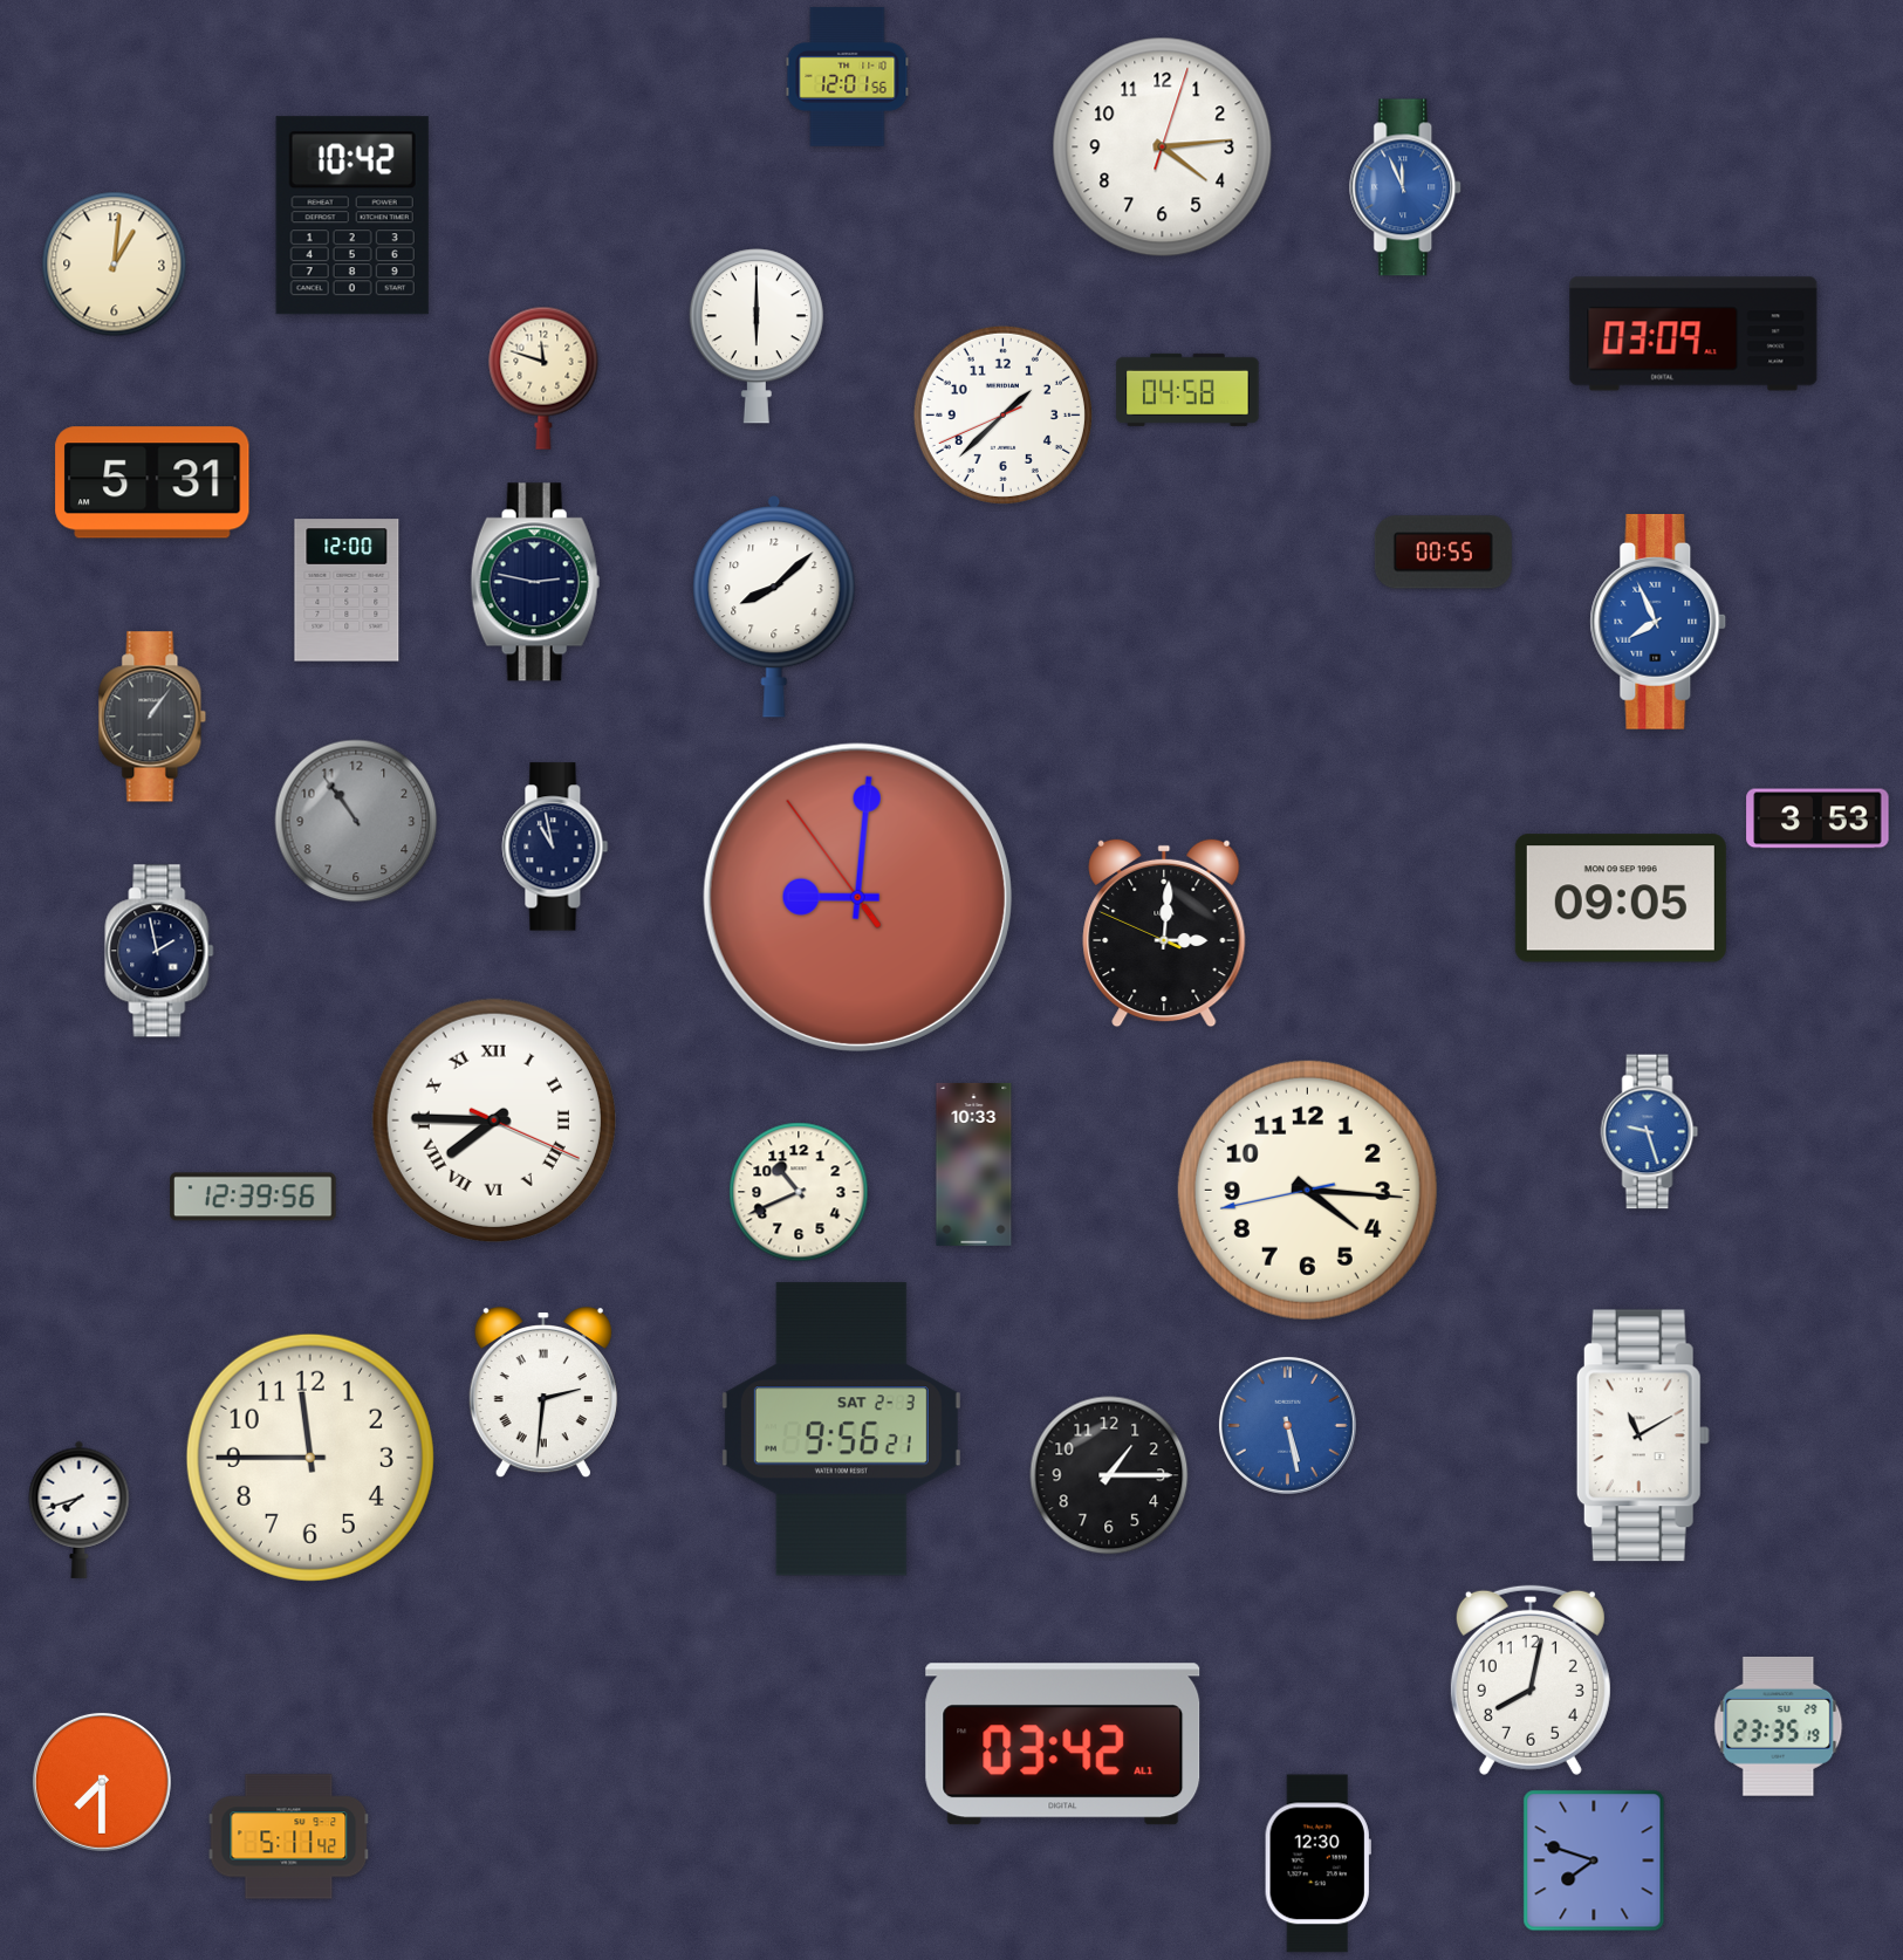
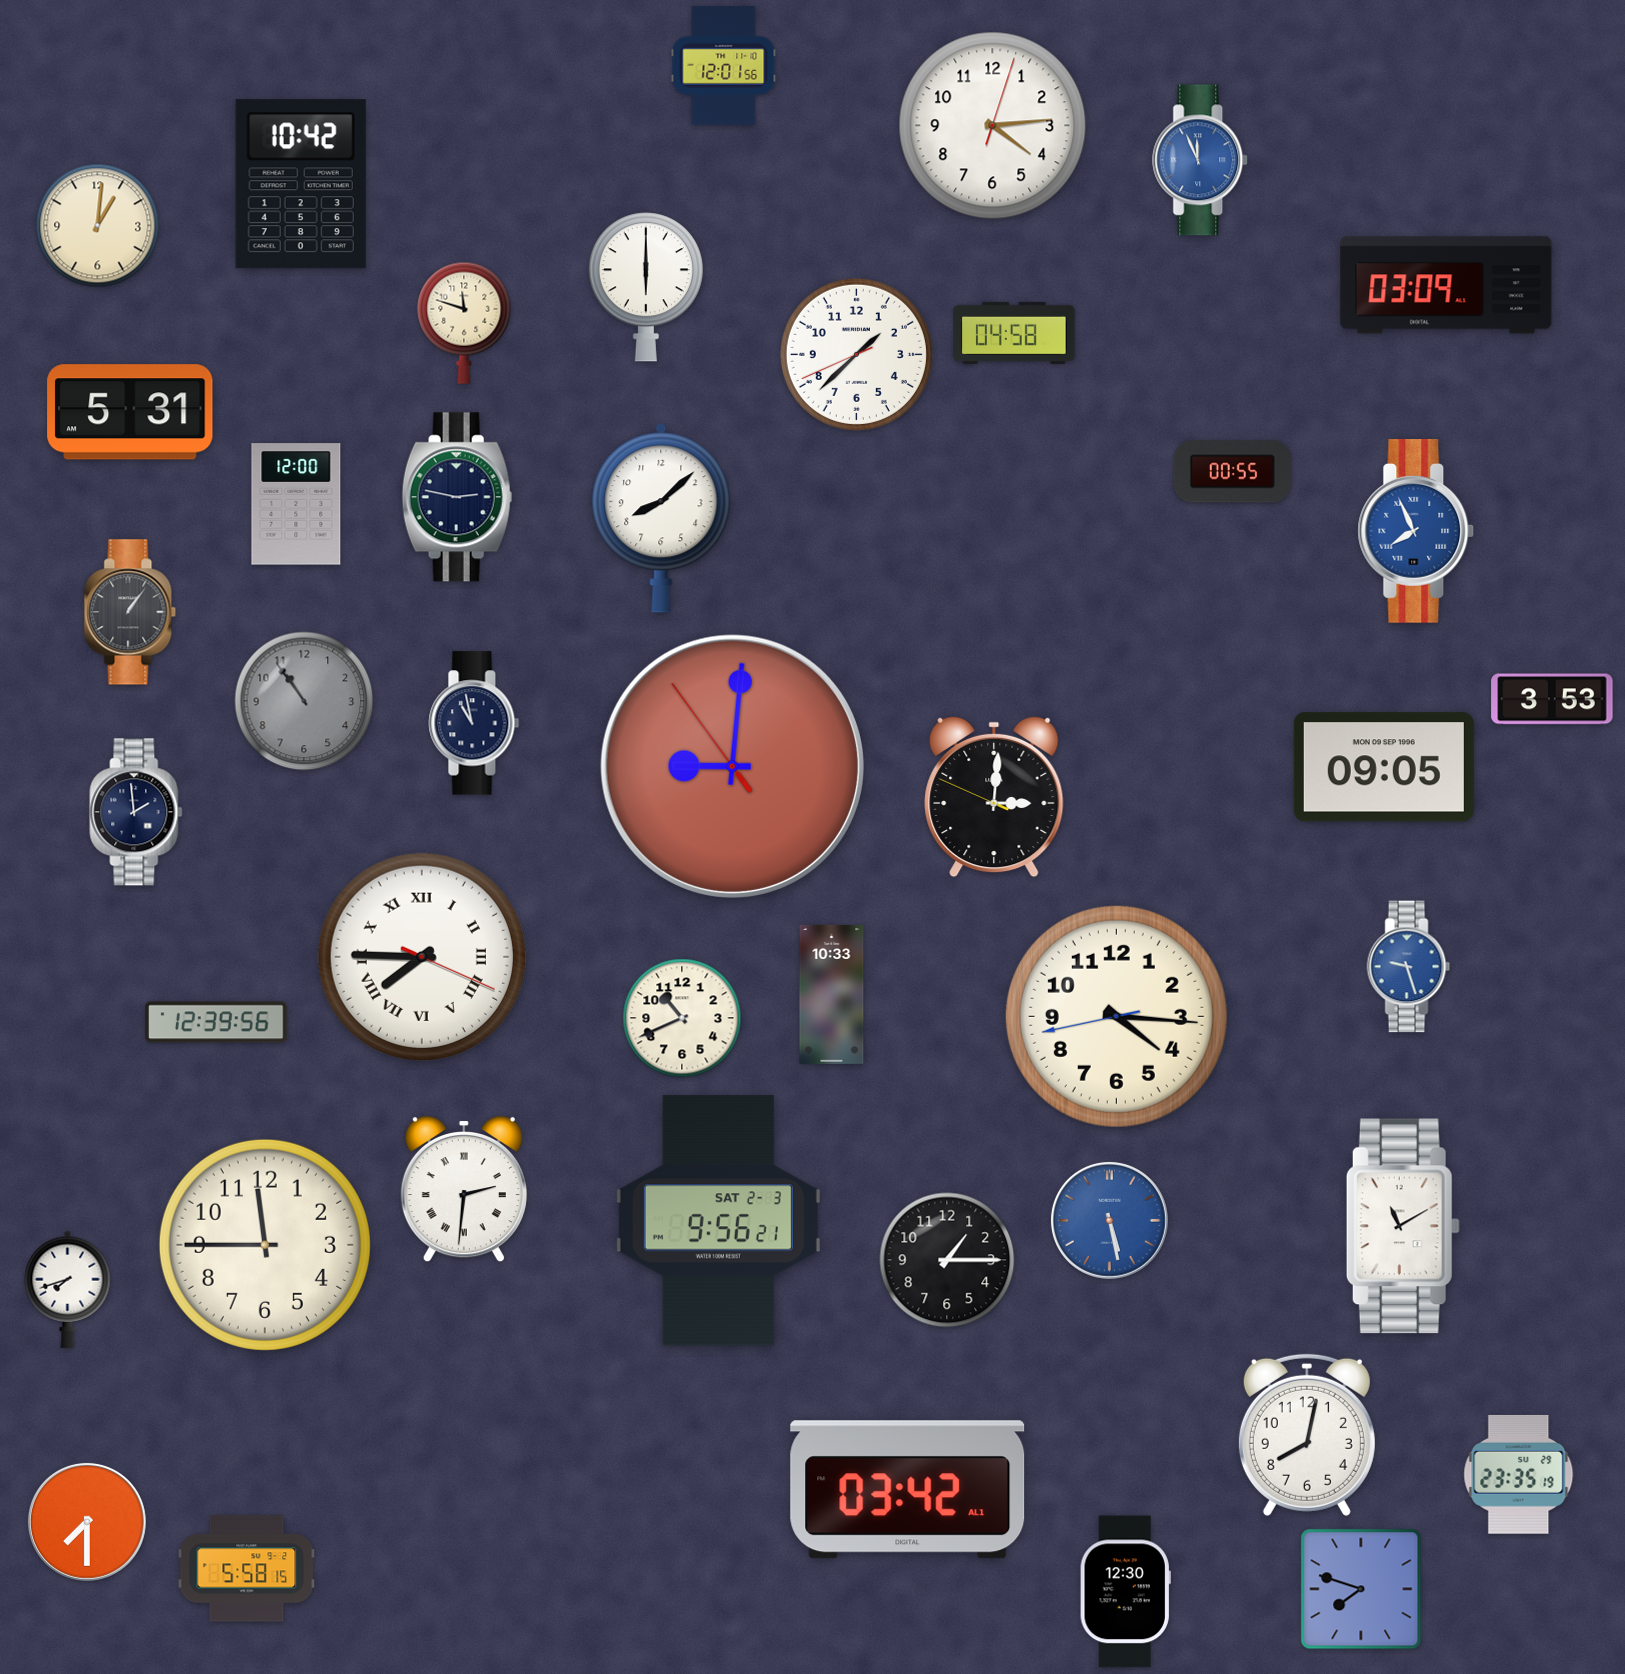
clock at (159, 951): 1:58 -> 1:59
clock at (1287, 1425) position: (1287, 1425) -> (1109, 1220)
clock at (289, 1837): 5:11 -> 5:58
